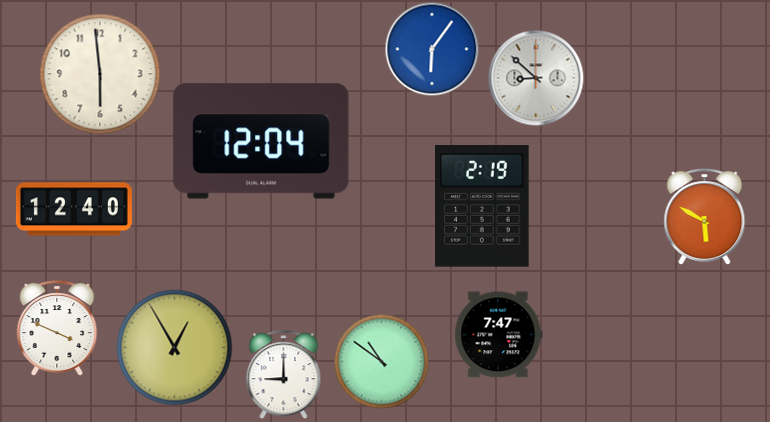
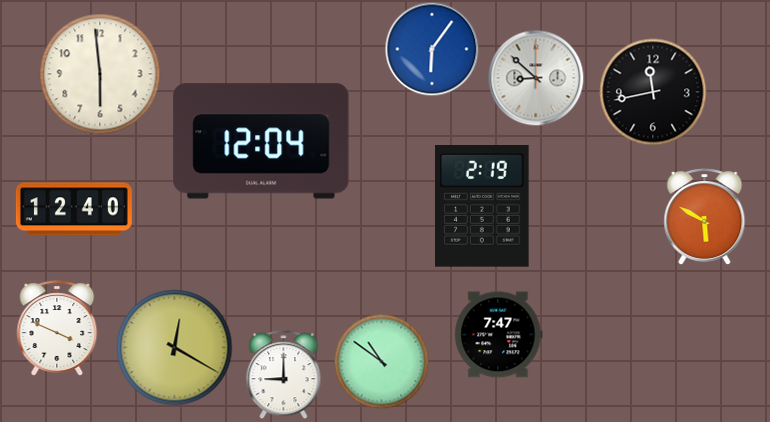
clock at (653, 92): none -> 11:43
clock at (175, 348): 12:55 -> 12:20
